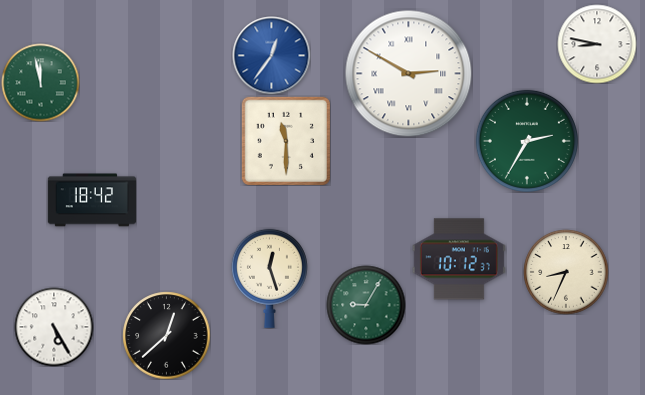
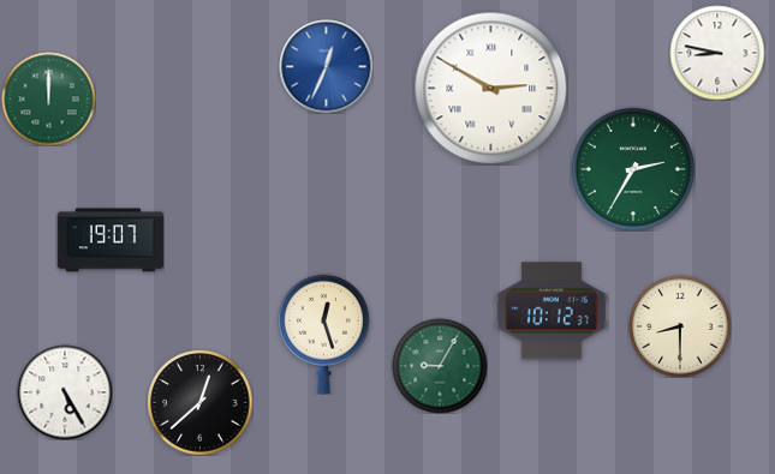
clock at (271, 55): 12:36 -> 12:34
clock at (40, 82): 11:58 -> 12:00
clock at (286, 141): 11:30 -> none
clock at (91, 200): 18:42 -> 19:07
clock at (566, 272): 8:34 -> 8:30
